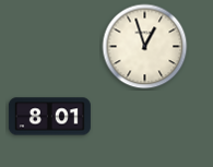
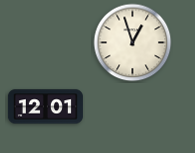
clock at (49, 117): 8:01 -> 12:01
